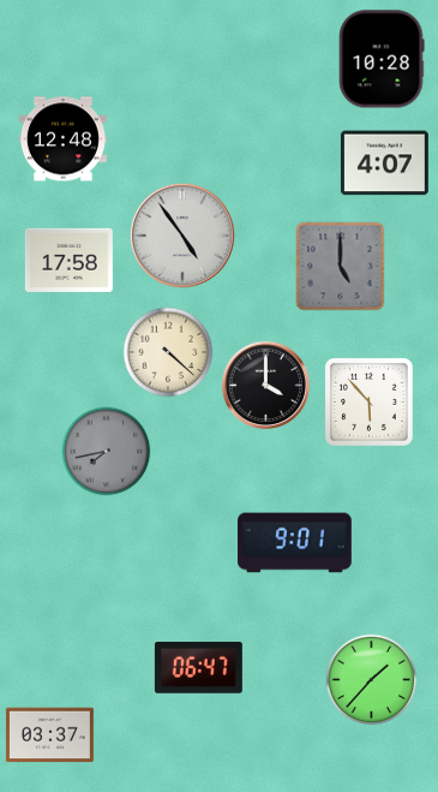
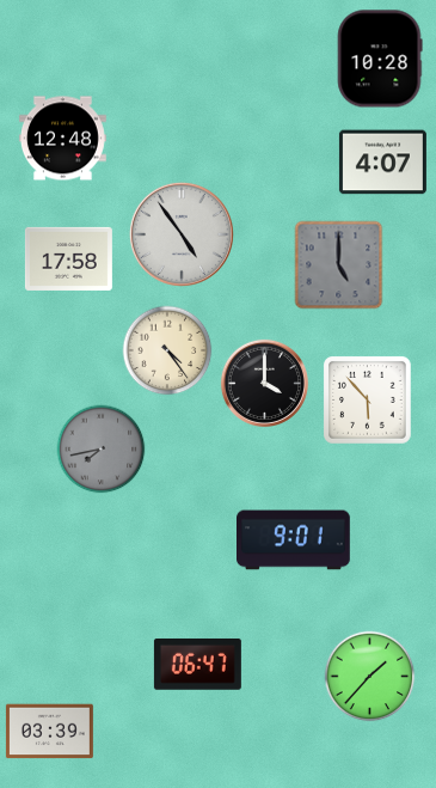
clock at (168, 352): 4:22 -> 4:24
clock at (107, 452) position: (107, 452) -> (102, 450)
clock at (49, 736): 03:37 -> 03:39
